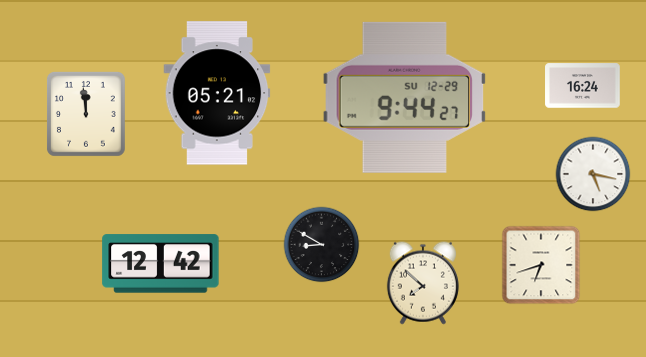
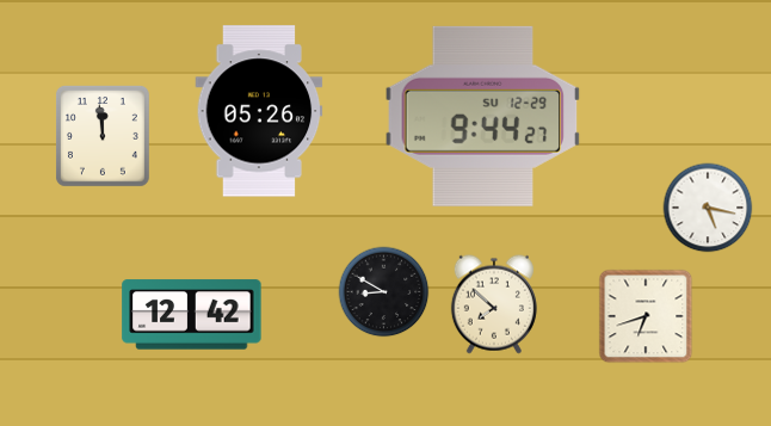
clock at (583, 86): 16:24 -> none
clock at (217, 93): 05:21 -> 05:26
clock at (423, 283) position: (423, 283) -> (494, 304)
